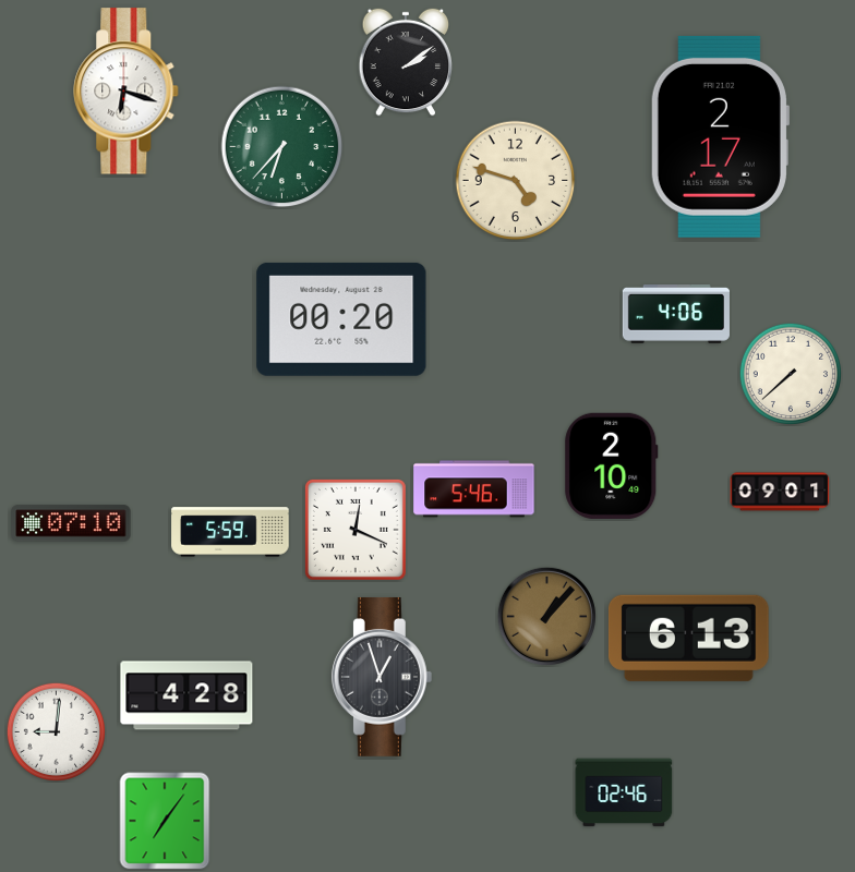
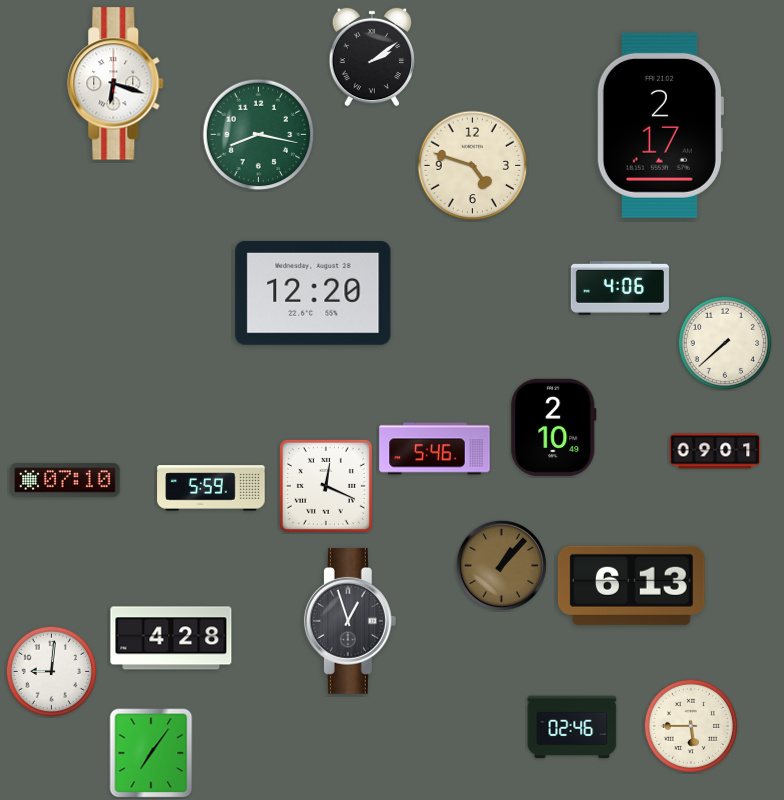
clock at (282, 147): 6:37 -> 8:17
clock at (341, 319): 00:20 -> 12:20
clock at (612, 465) position: (612, 465) -> (554, 427)
clock at (691, 726): none -> 5:45
